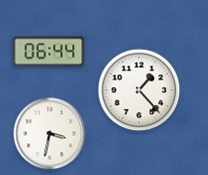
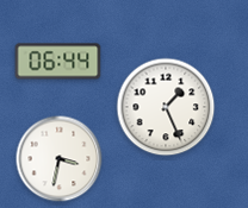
clock at (139, 90): 1:23 -> 1:26
